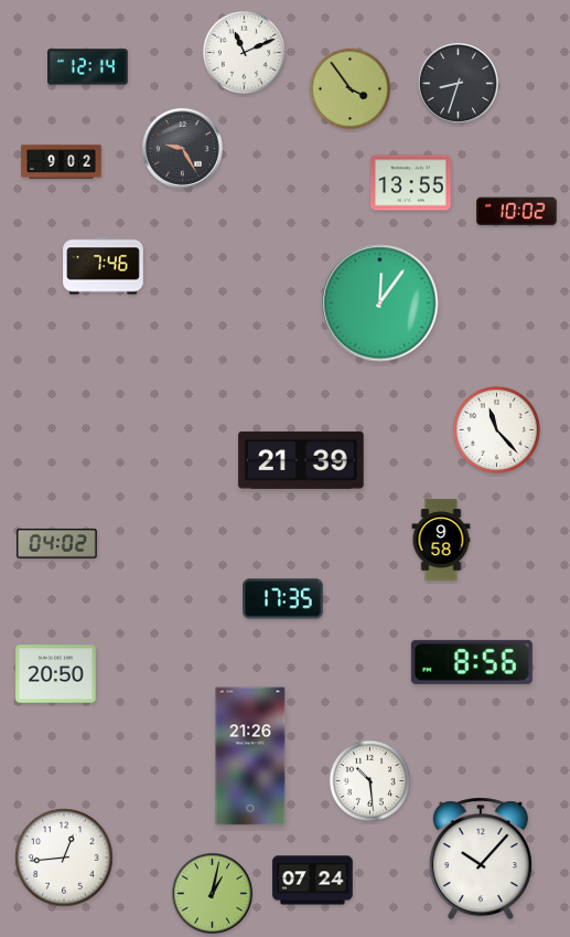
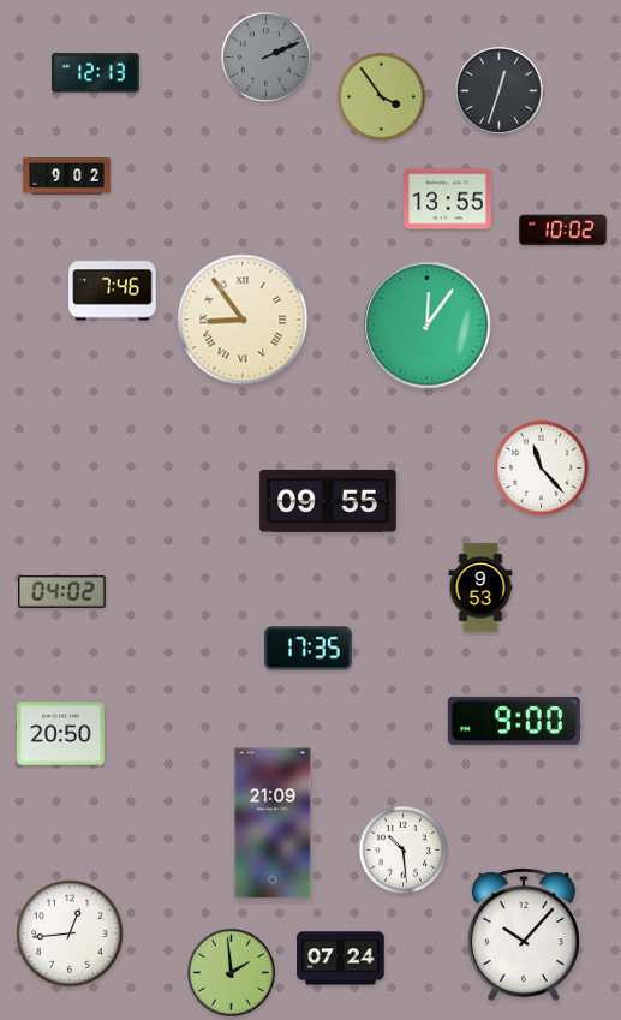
clock at (244, 52): 11:11 -> 2:11
clock at (244, 52) dial: white -> grey
clock at (88, 67): 12:14 -> 12:13
clock at (459, 84): 8:33 -> 12:33
clock at (183, 149): 9:25 -> none
clock at (243, 320): none -> 8:54
clock at (380, 304) position: (380, 304) -> (428, 326)
clock at (301, 460): 21:39 -> 09:55
clock at (441, 540): 9:58 -> 9:53
clock at (283, 599) position: (283, 599) -> (309, 649)
clock at (472, 662): 8:56 -> 9:00
clock at (250, 756): 21:26 -> 21:09
clock at (213, 894): 1:02 -> 1:59
